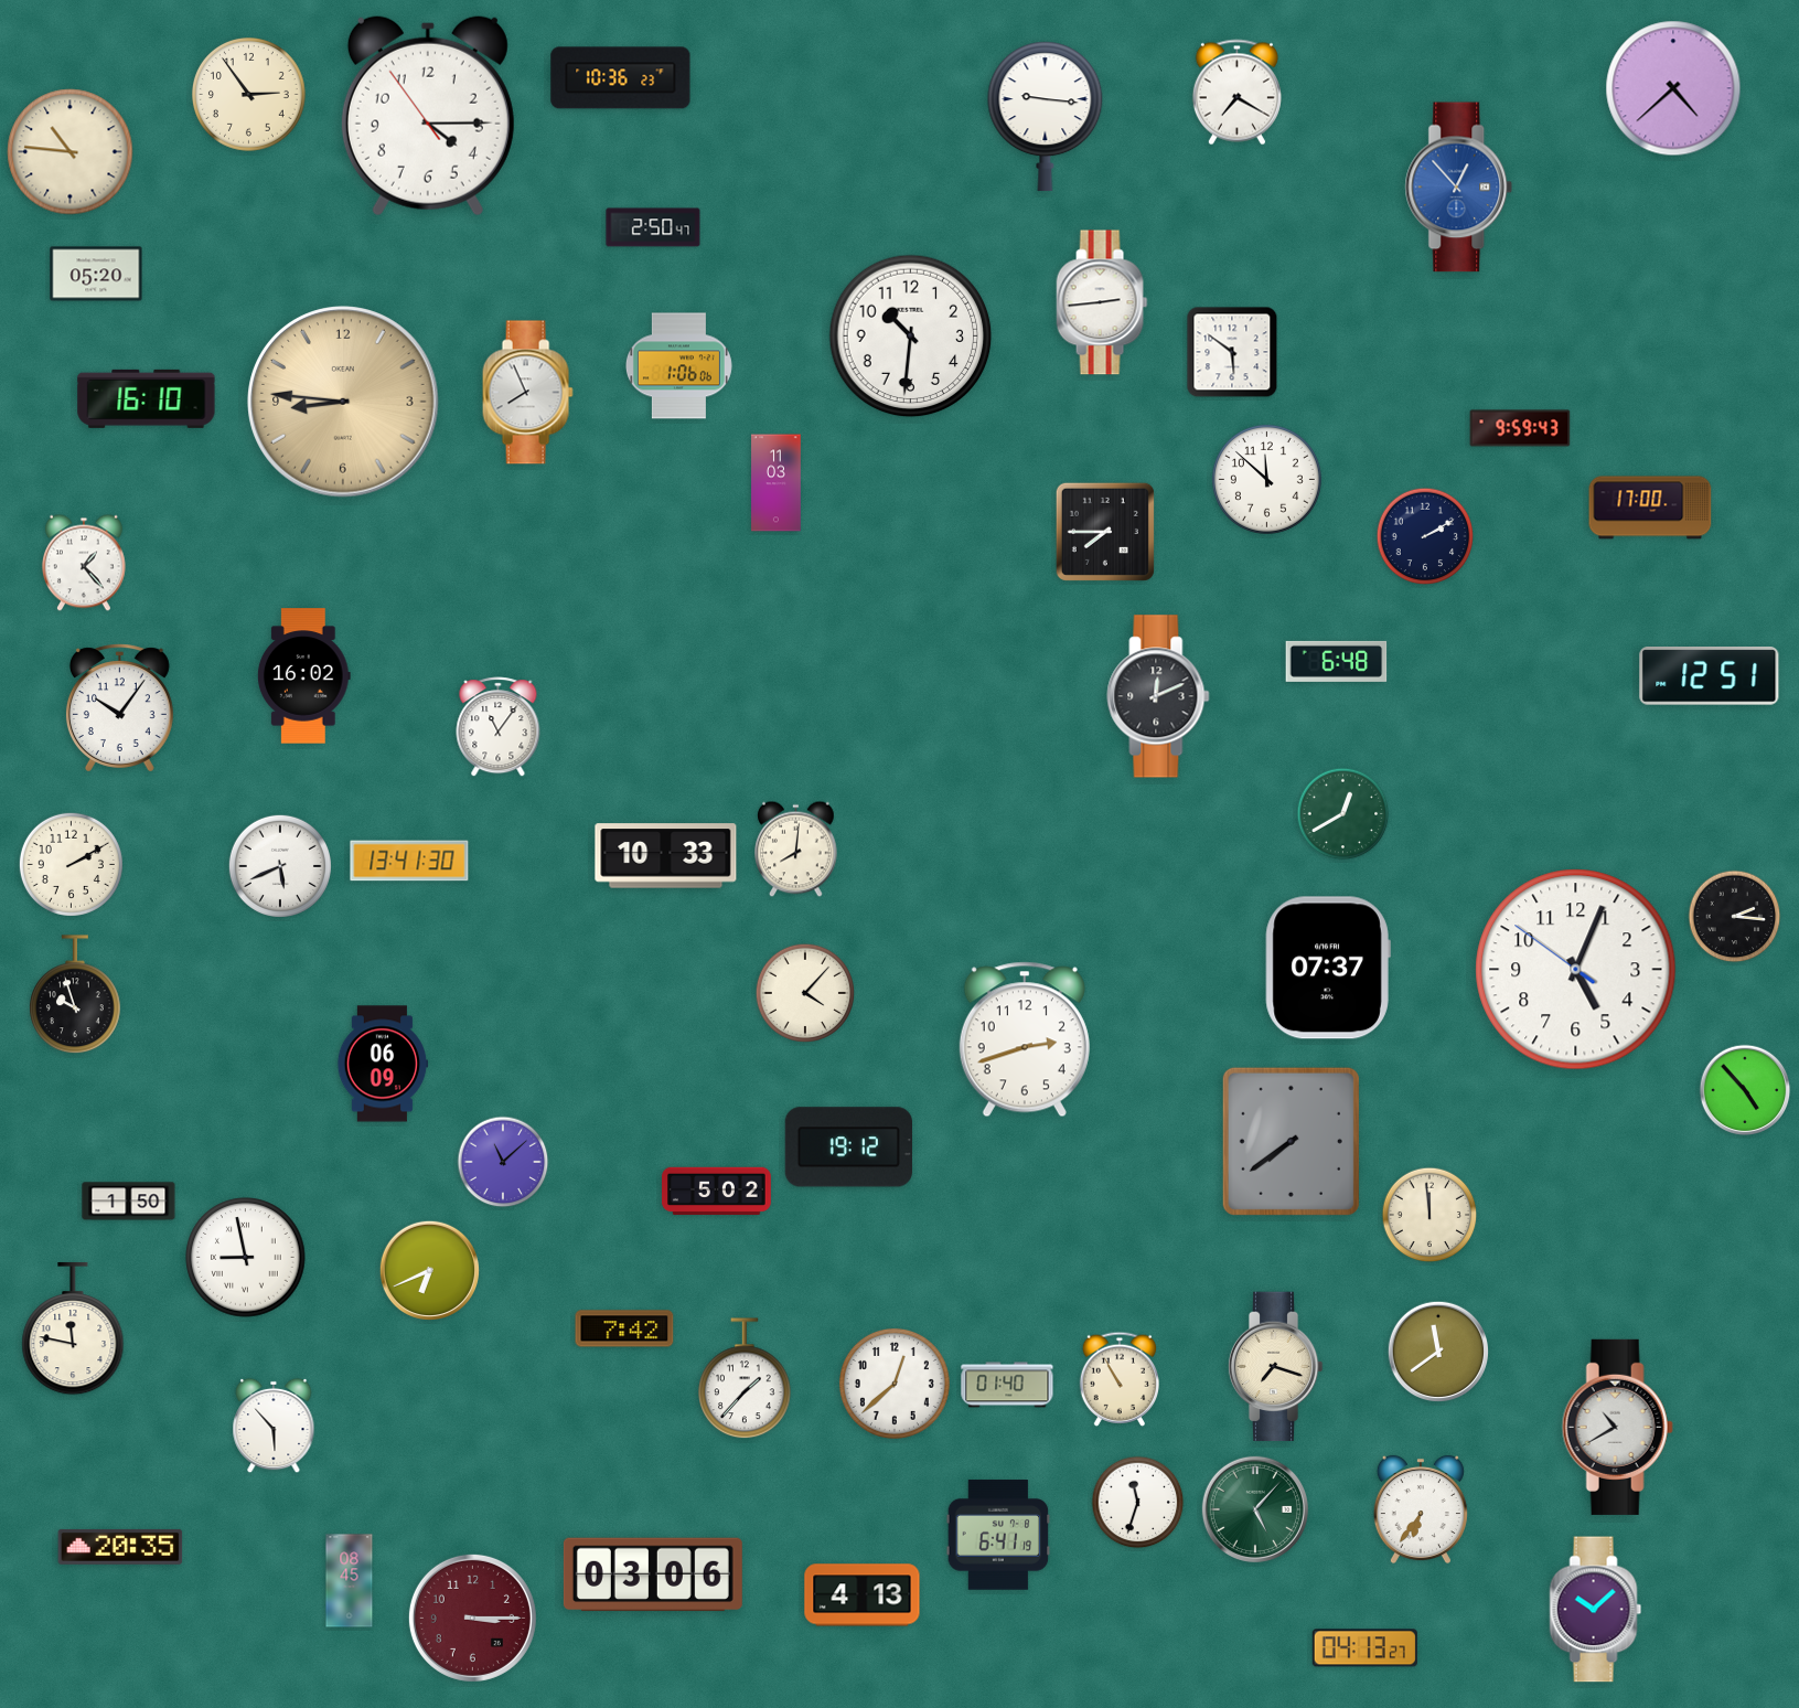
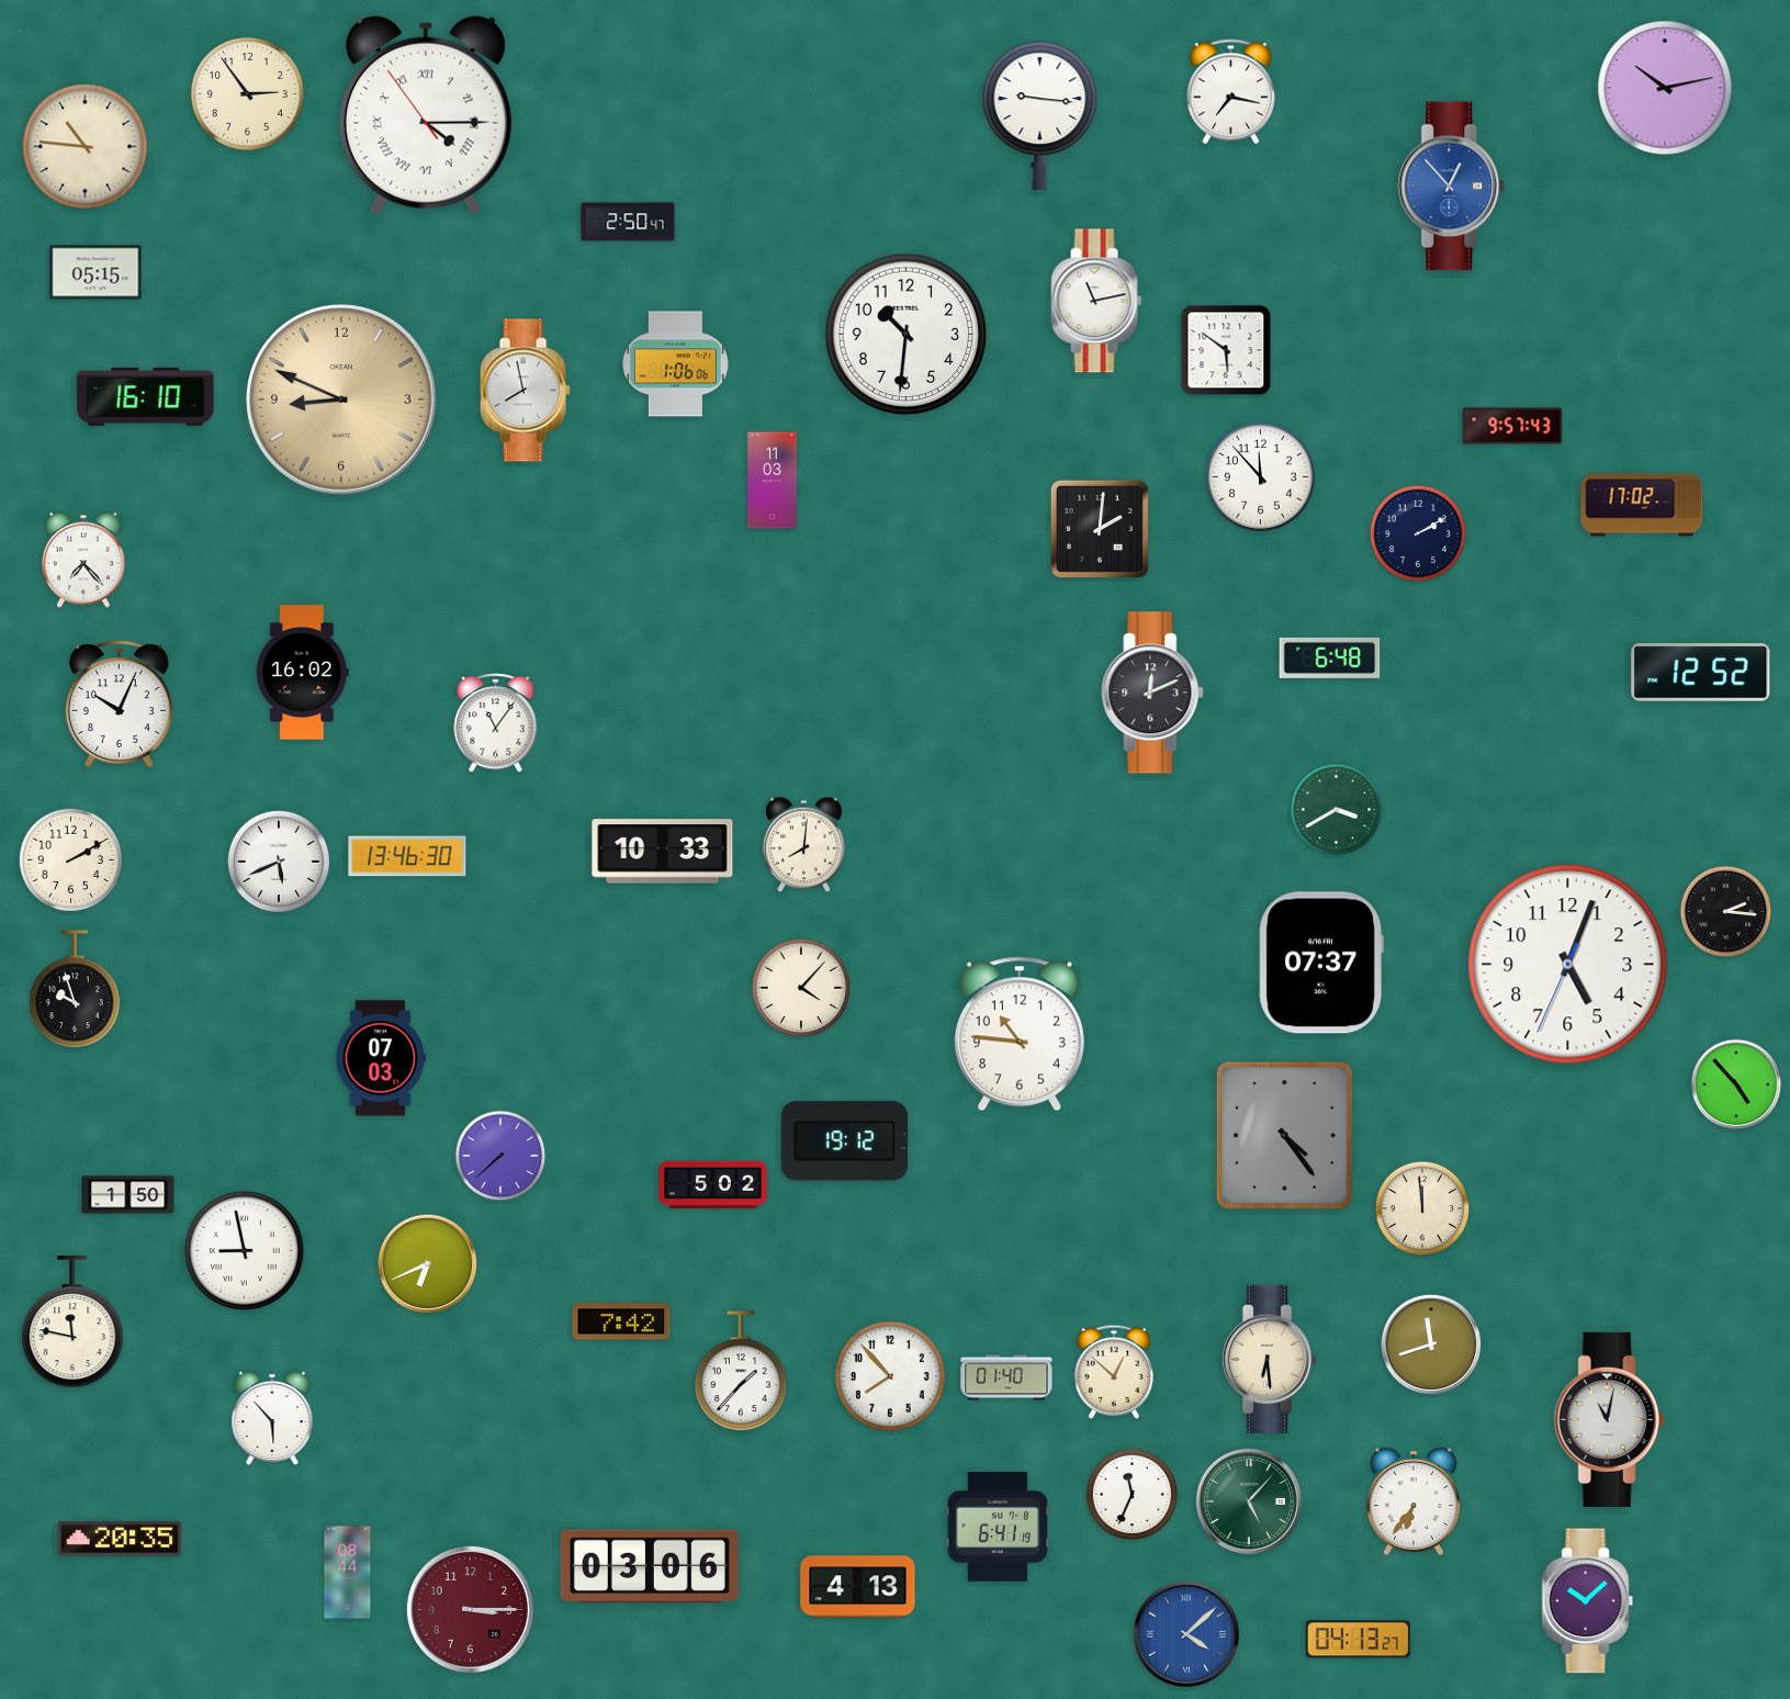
clock at (621, 78): 10:36 -> none
clock at (1673, 88): 4:38 -> 10:13
clock at (1236, 93): 7:20 -> 7:17
clock at (428, 116) numerals: Arabic -> Roman
clock at (71, 152) position: (71, 152) -> (86, 147)
clock at (653, 227) position: (653, 227) -> (628, 222)
clock at (96, 274): 05:20 -> 05:15
clock at (1102, 302): 2:44 -> 11:13
clock at (527, 393): 7:56 -> 7:58
clock at (343, 402): 8:46 -> 8:49
clock at (1520, 428): 9:59 -> 9:57
clock at (1266, 479): 11:52 -> 11:53
clock at (1650, 508): 17:00 -> 17:02
clock at (1105, 532): 7:45 -> 2:01
clock at (84, 563): 1:23 -> 7:23
clock at (1710, 676): 12:51 -> 12:52
clock at (119, 708): 10:06 -> 10:04
clock at (1343, 814): 12:40 -> 3:40
clock at (796, 850) position: (796, 850) -> (804, 845)
clock at (409, 861): 13:41 -> 13:46
clock at (1576, 970): 5:03:51 -> 5:03:34
clock at (1025, 1039): 2:42 -> 10:46
clock at (383, 1064): 06:09 -> 07:03
clock at (1291, 1141): 7:39 -> 4:24
clock at (503, 1162): 11:08 -> 7:38
clock at (1437, 1351): 11:39 -> 11:42
clock at (1275, 1367): 7:18 -> 6:29
clock at (1118, 1379): 10:55 -> 12:52
clock at (895, 1384): 12:38 -> 7:53
clock at (1007, 1385) position: (1007, 1385) -> (1006, 1377)
clock at (1617, 1427): 10:40 -> 11:02
clock at (1138, 1503): 11:33 -> 11:34
clock at (998, 1535) position: (998, 1535) -> (998, 1527)
clock at (350, 1581): 08:45 -> 08:44
clock at (1186, 1634): none -> 4:08
